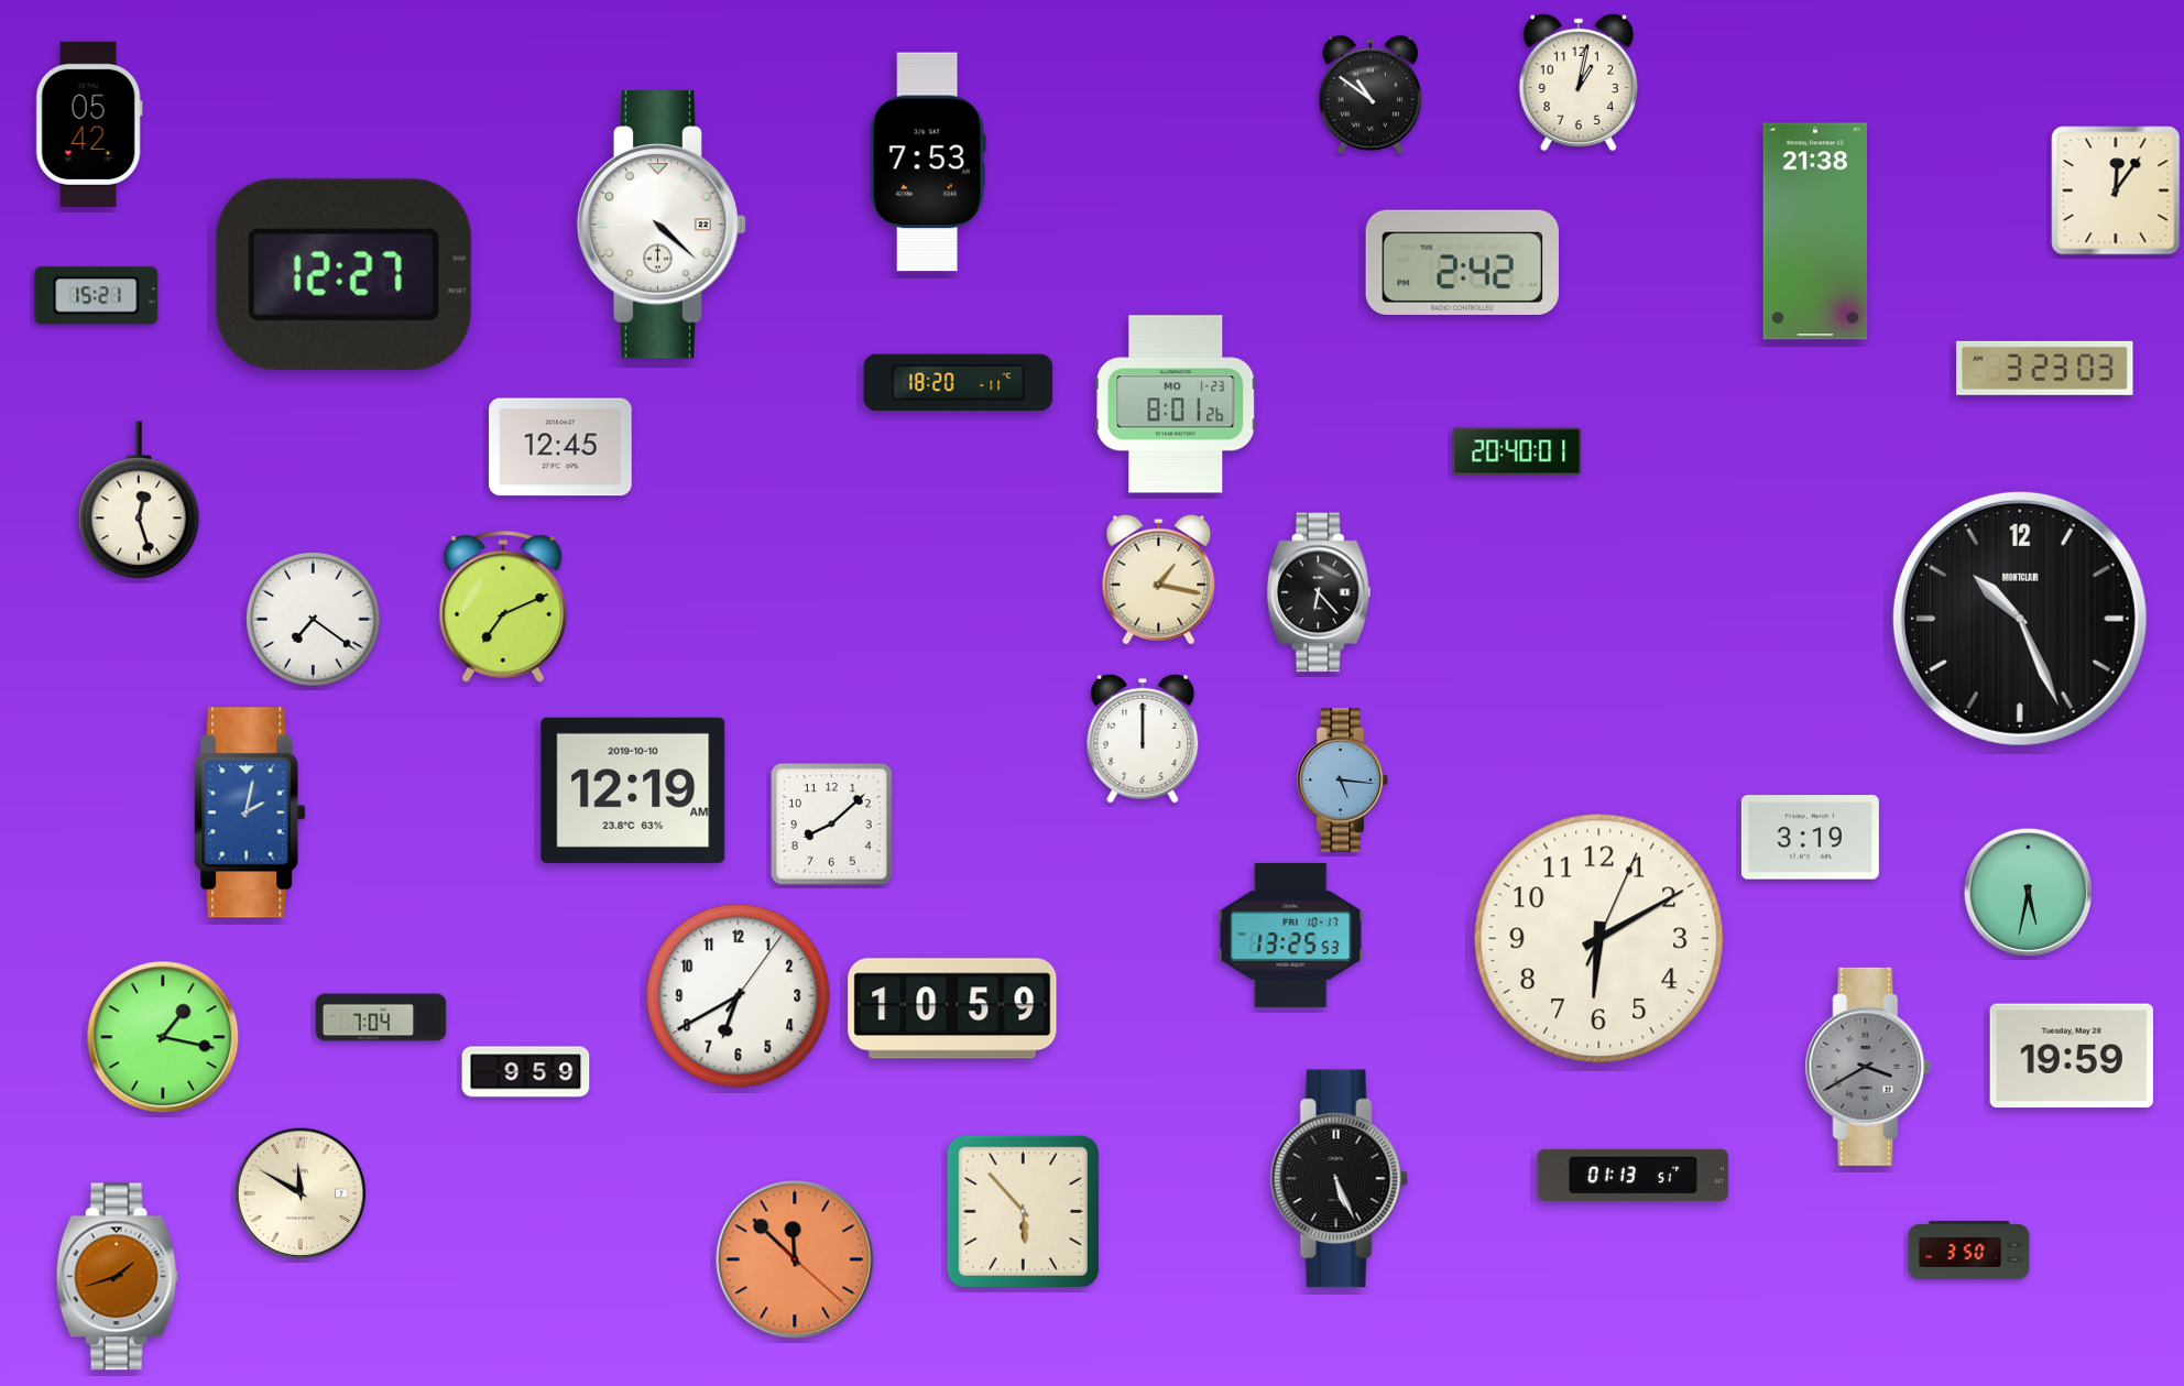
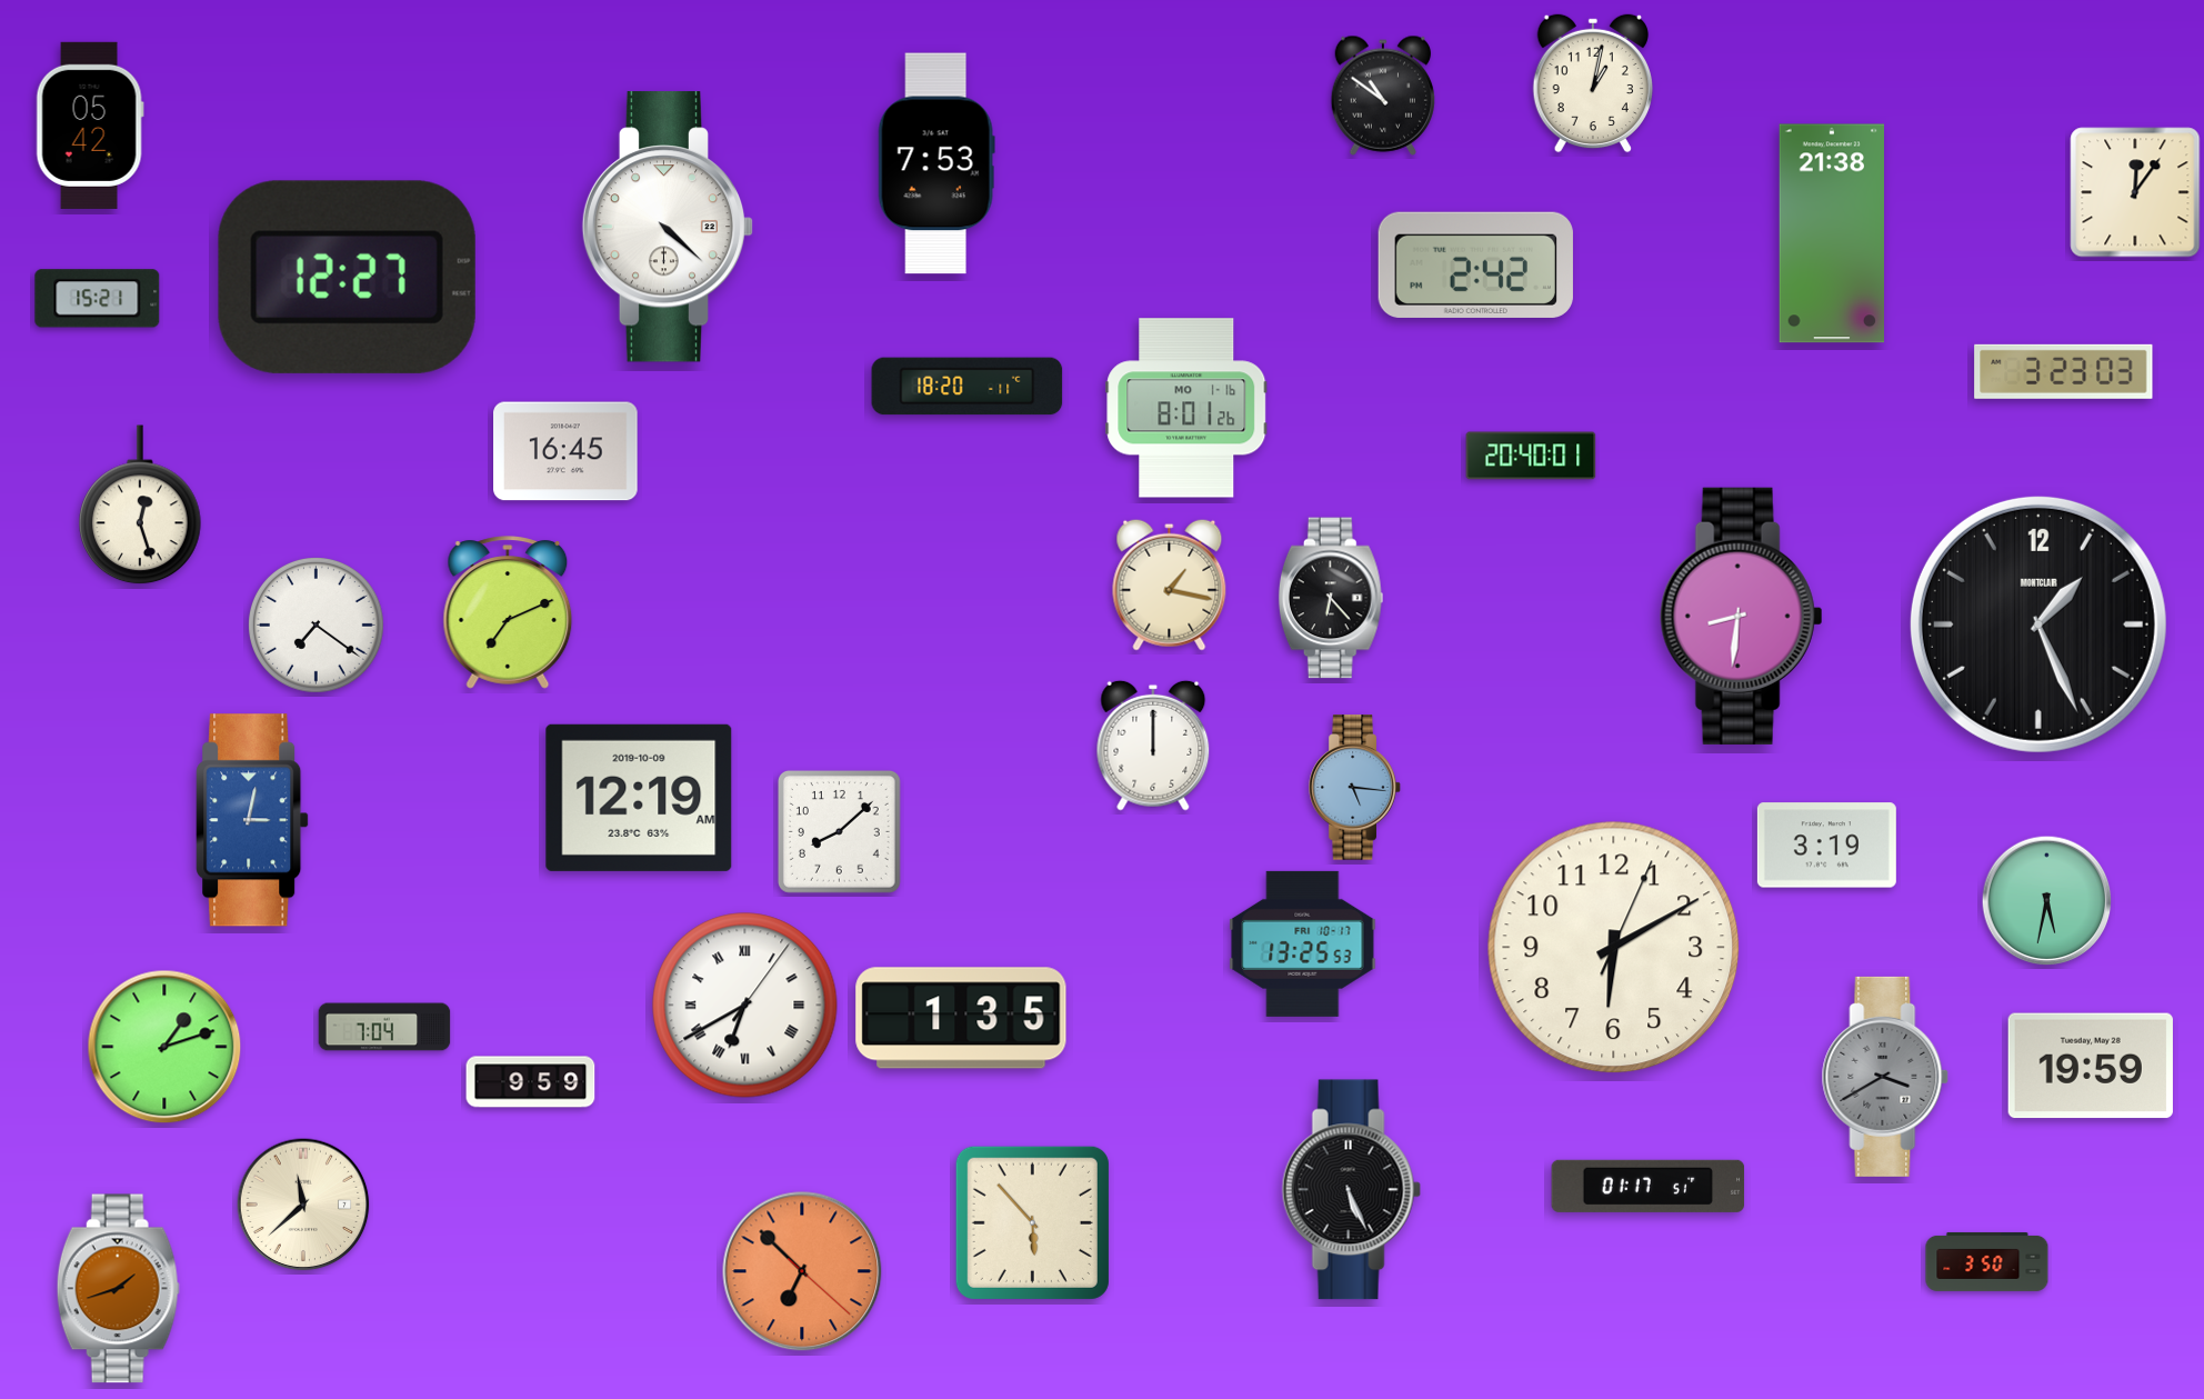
clock at (1176, 404) date: MO 1-23 -> MO 1-16
clock at (560, 447): 12:45 -> 16:45
clock at (1742, 616): none -> 8:31
clock at (2020, 619): 10:26 -> 1:26
clock at (633, 790) date: 2019-10-10 -> 2019-10-09
clock at (250, 812): 2:02 -> 3:02
clock at (739, 996) numerals: Arabic -> Roman
clock at (952, 1008): 10:59 -> 1:35
clock at (163, 1037): 1:17 -> 1:12
clock at (1634, 1175): 01:13 -> 01:17
clock at (301, 1193): 11:50 -> 11:38
clock at (795, 1259): 11:52 -> 6:52
